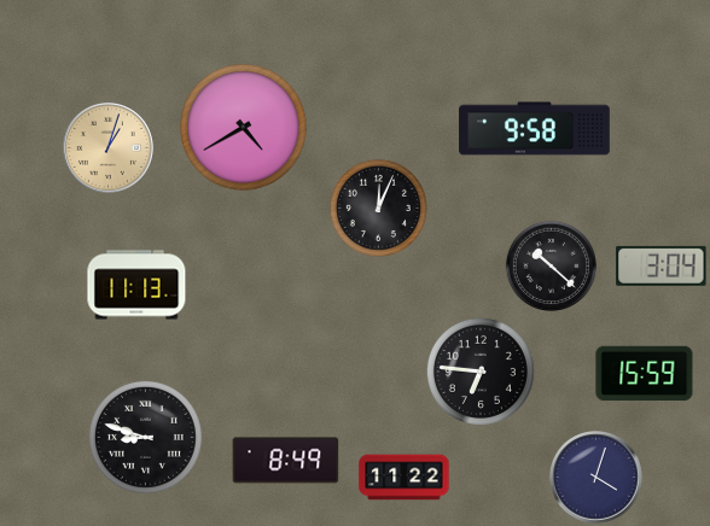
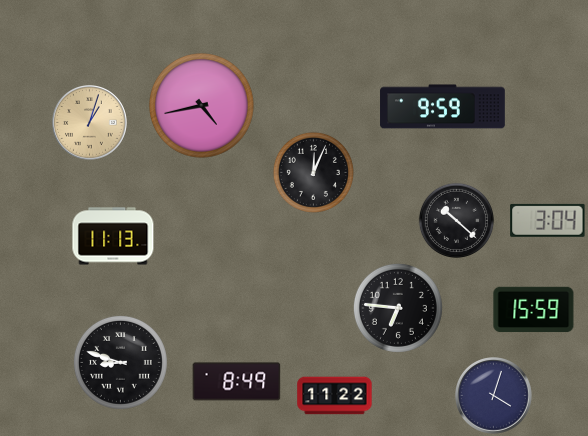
clock at (244, 128): 4:40 -> 4:43
clock at (535, 129): 9:58 -> 9:59
